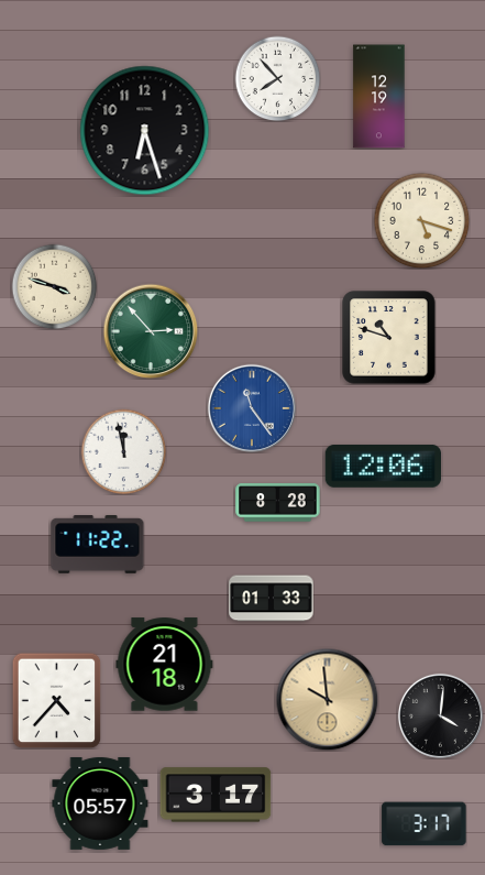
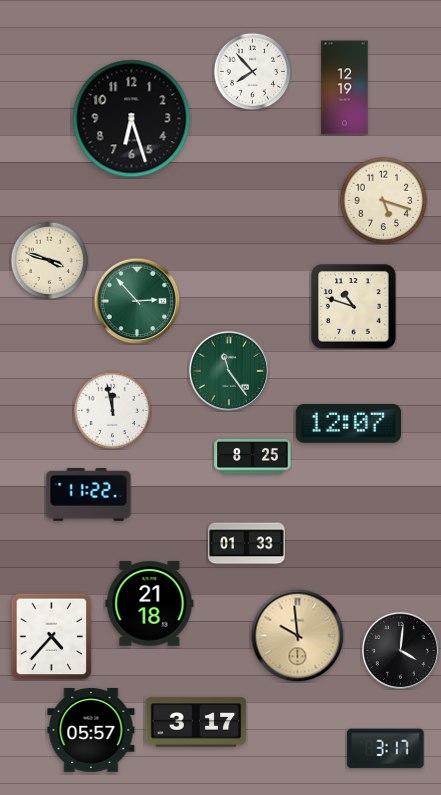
clock at (251, 407) dial: blue -> green
clock at (384, 466): 12:06 -> 12:07
clock at (278, 503): 8:28 -> 8:25
